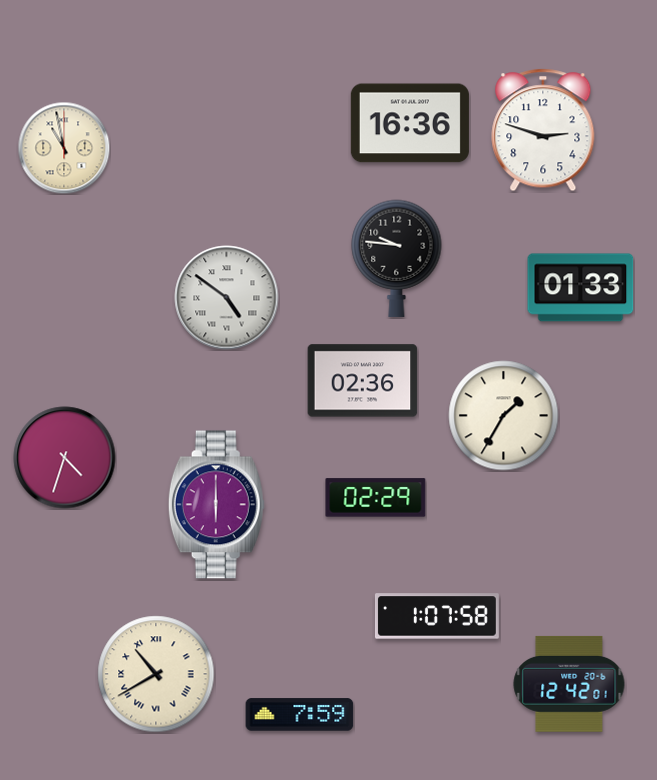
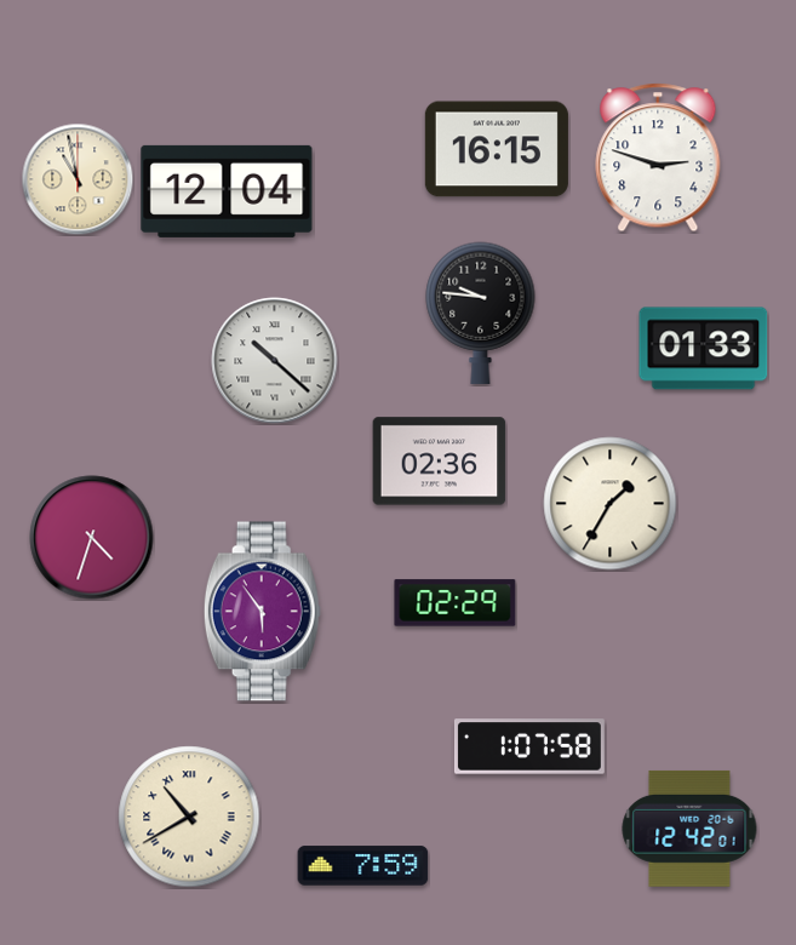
clock at (410, 123): 16:36 -> 16:15
clock at (227, 191): none -> 12:04
clock at (227, 298): 4:51 -> 10:22
clock at (65, 458) position: (65, 458) -> (92, 538)
clock at (216, 505): 6:00 -> 5:54
